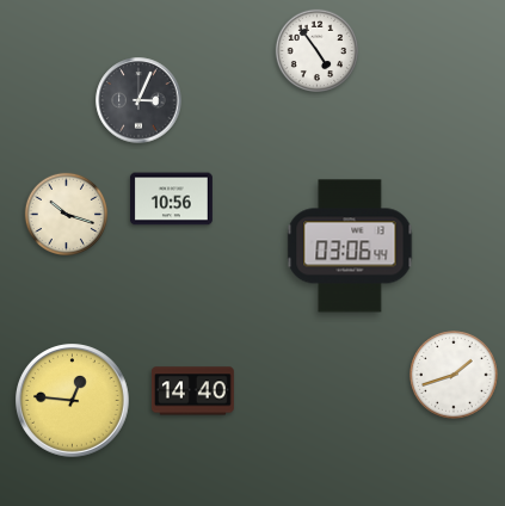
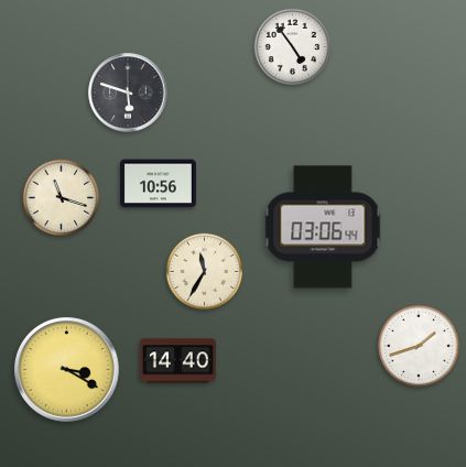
clock at (138, 100): 3:04 -> 5:48
clock at (66, 214): 10:18 -> 11:18
clock at (204, 271): none -> 11:35
clock at (73, 401): 12:46 -> 3:20
